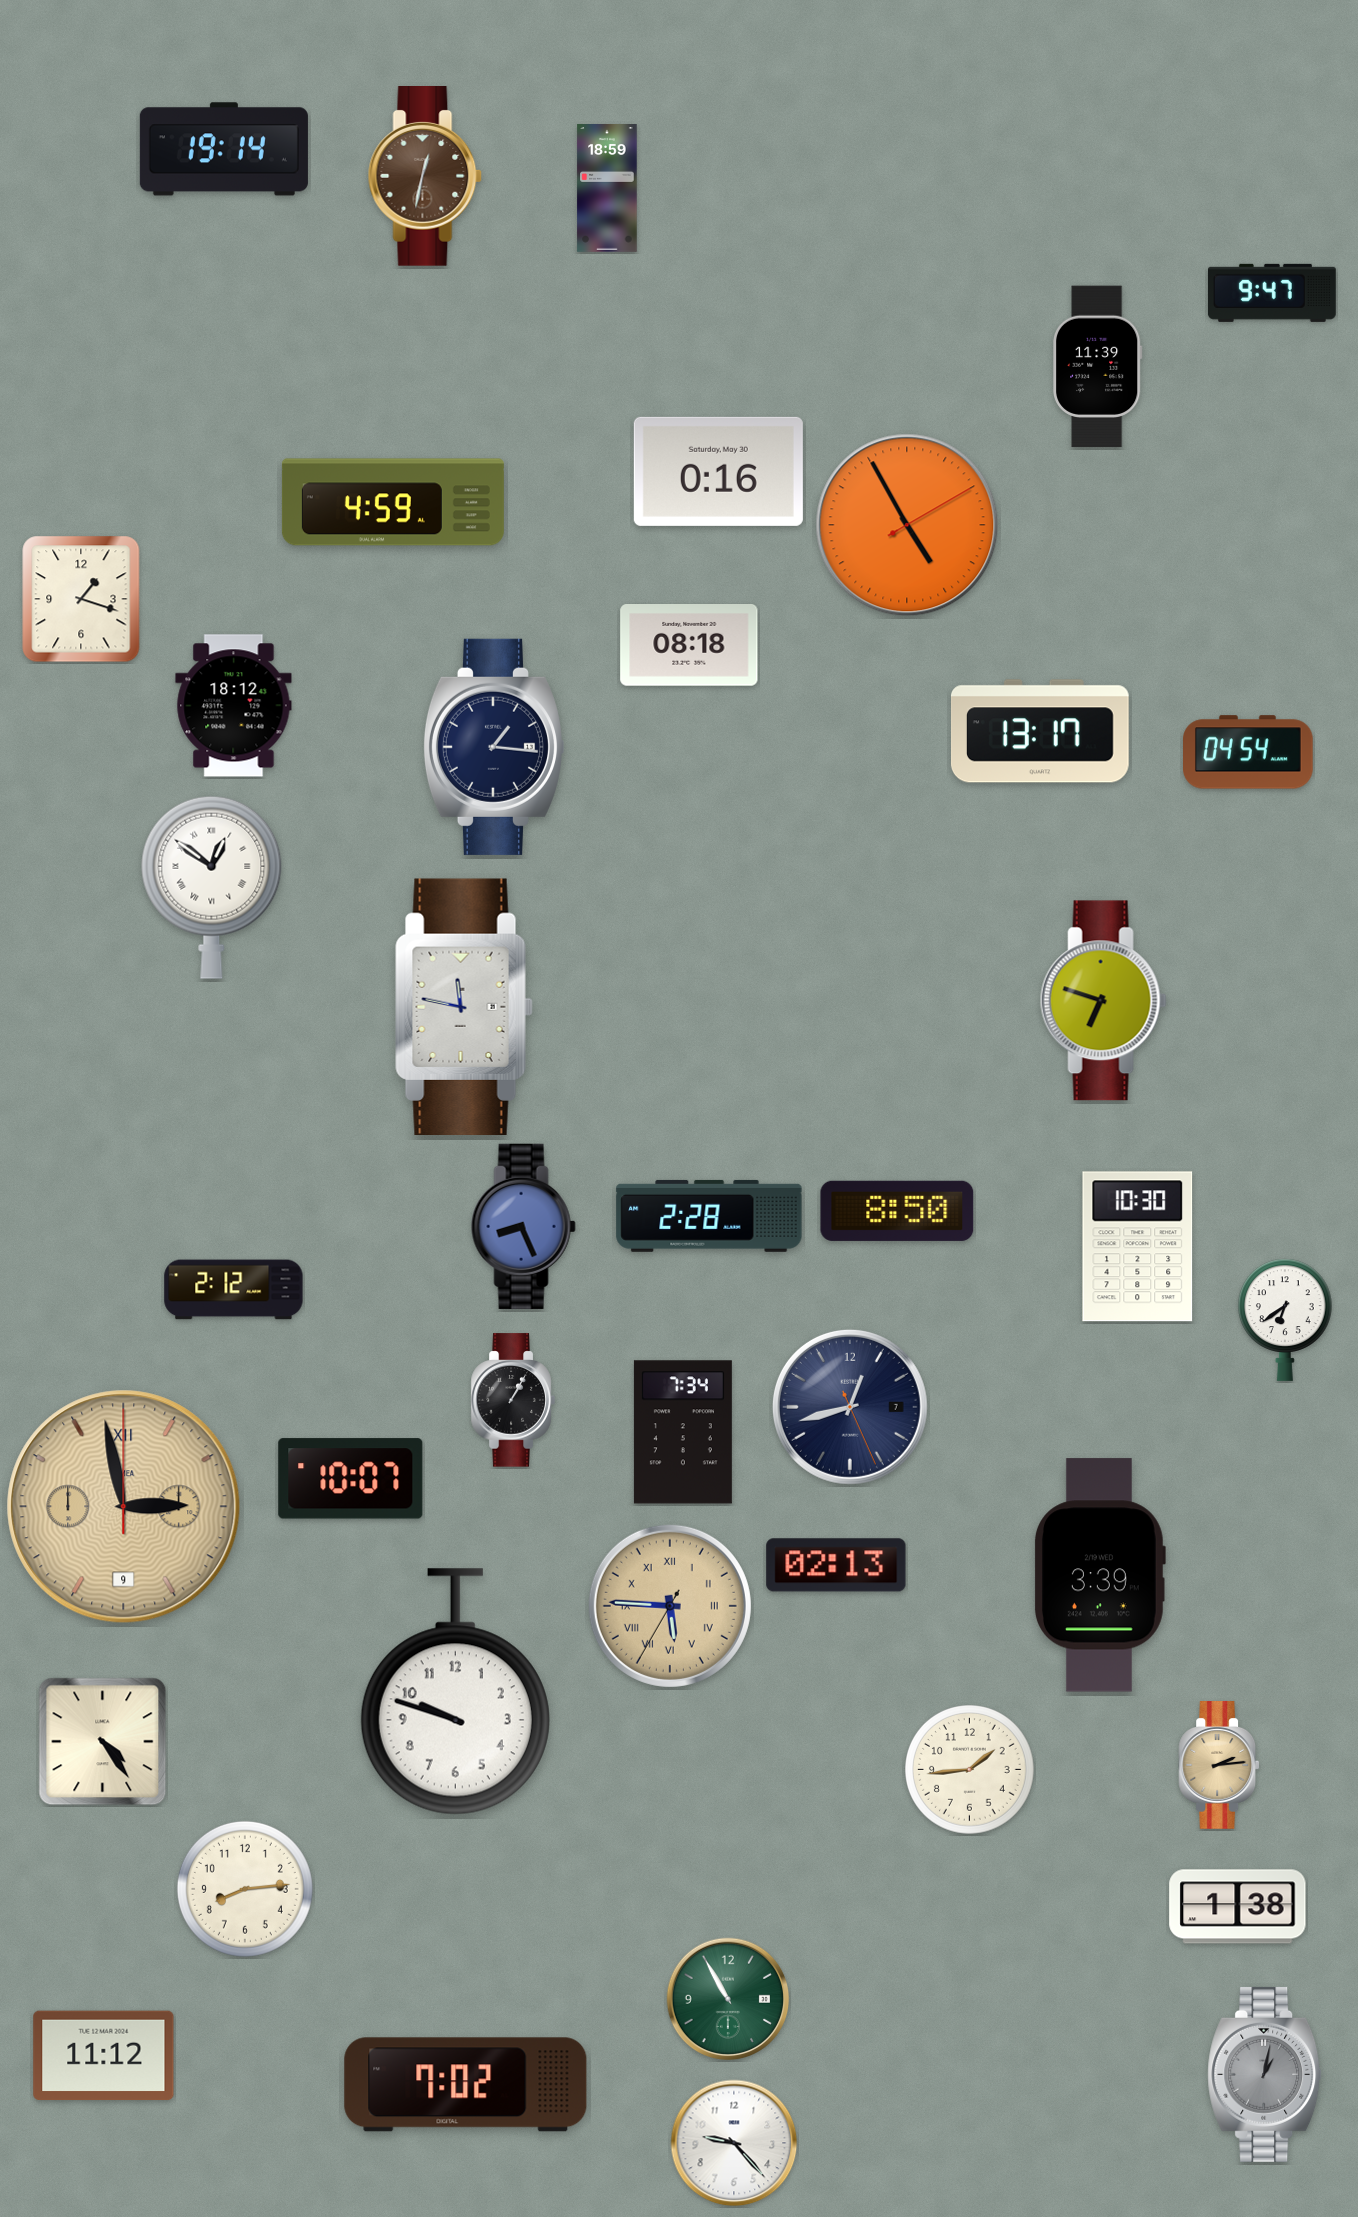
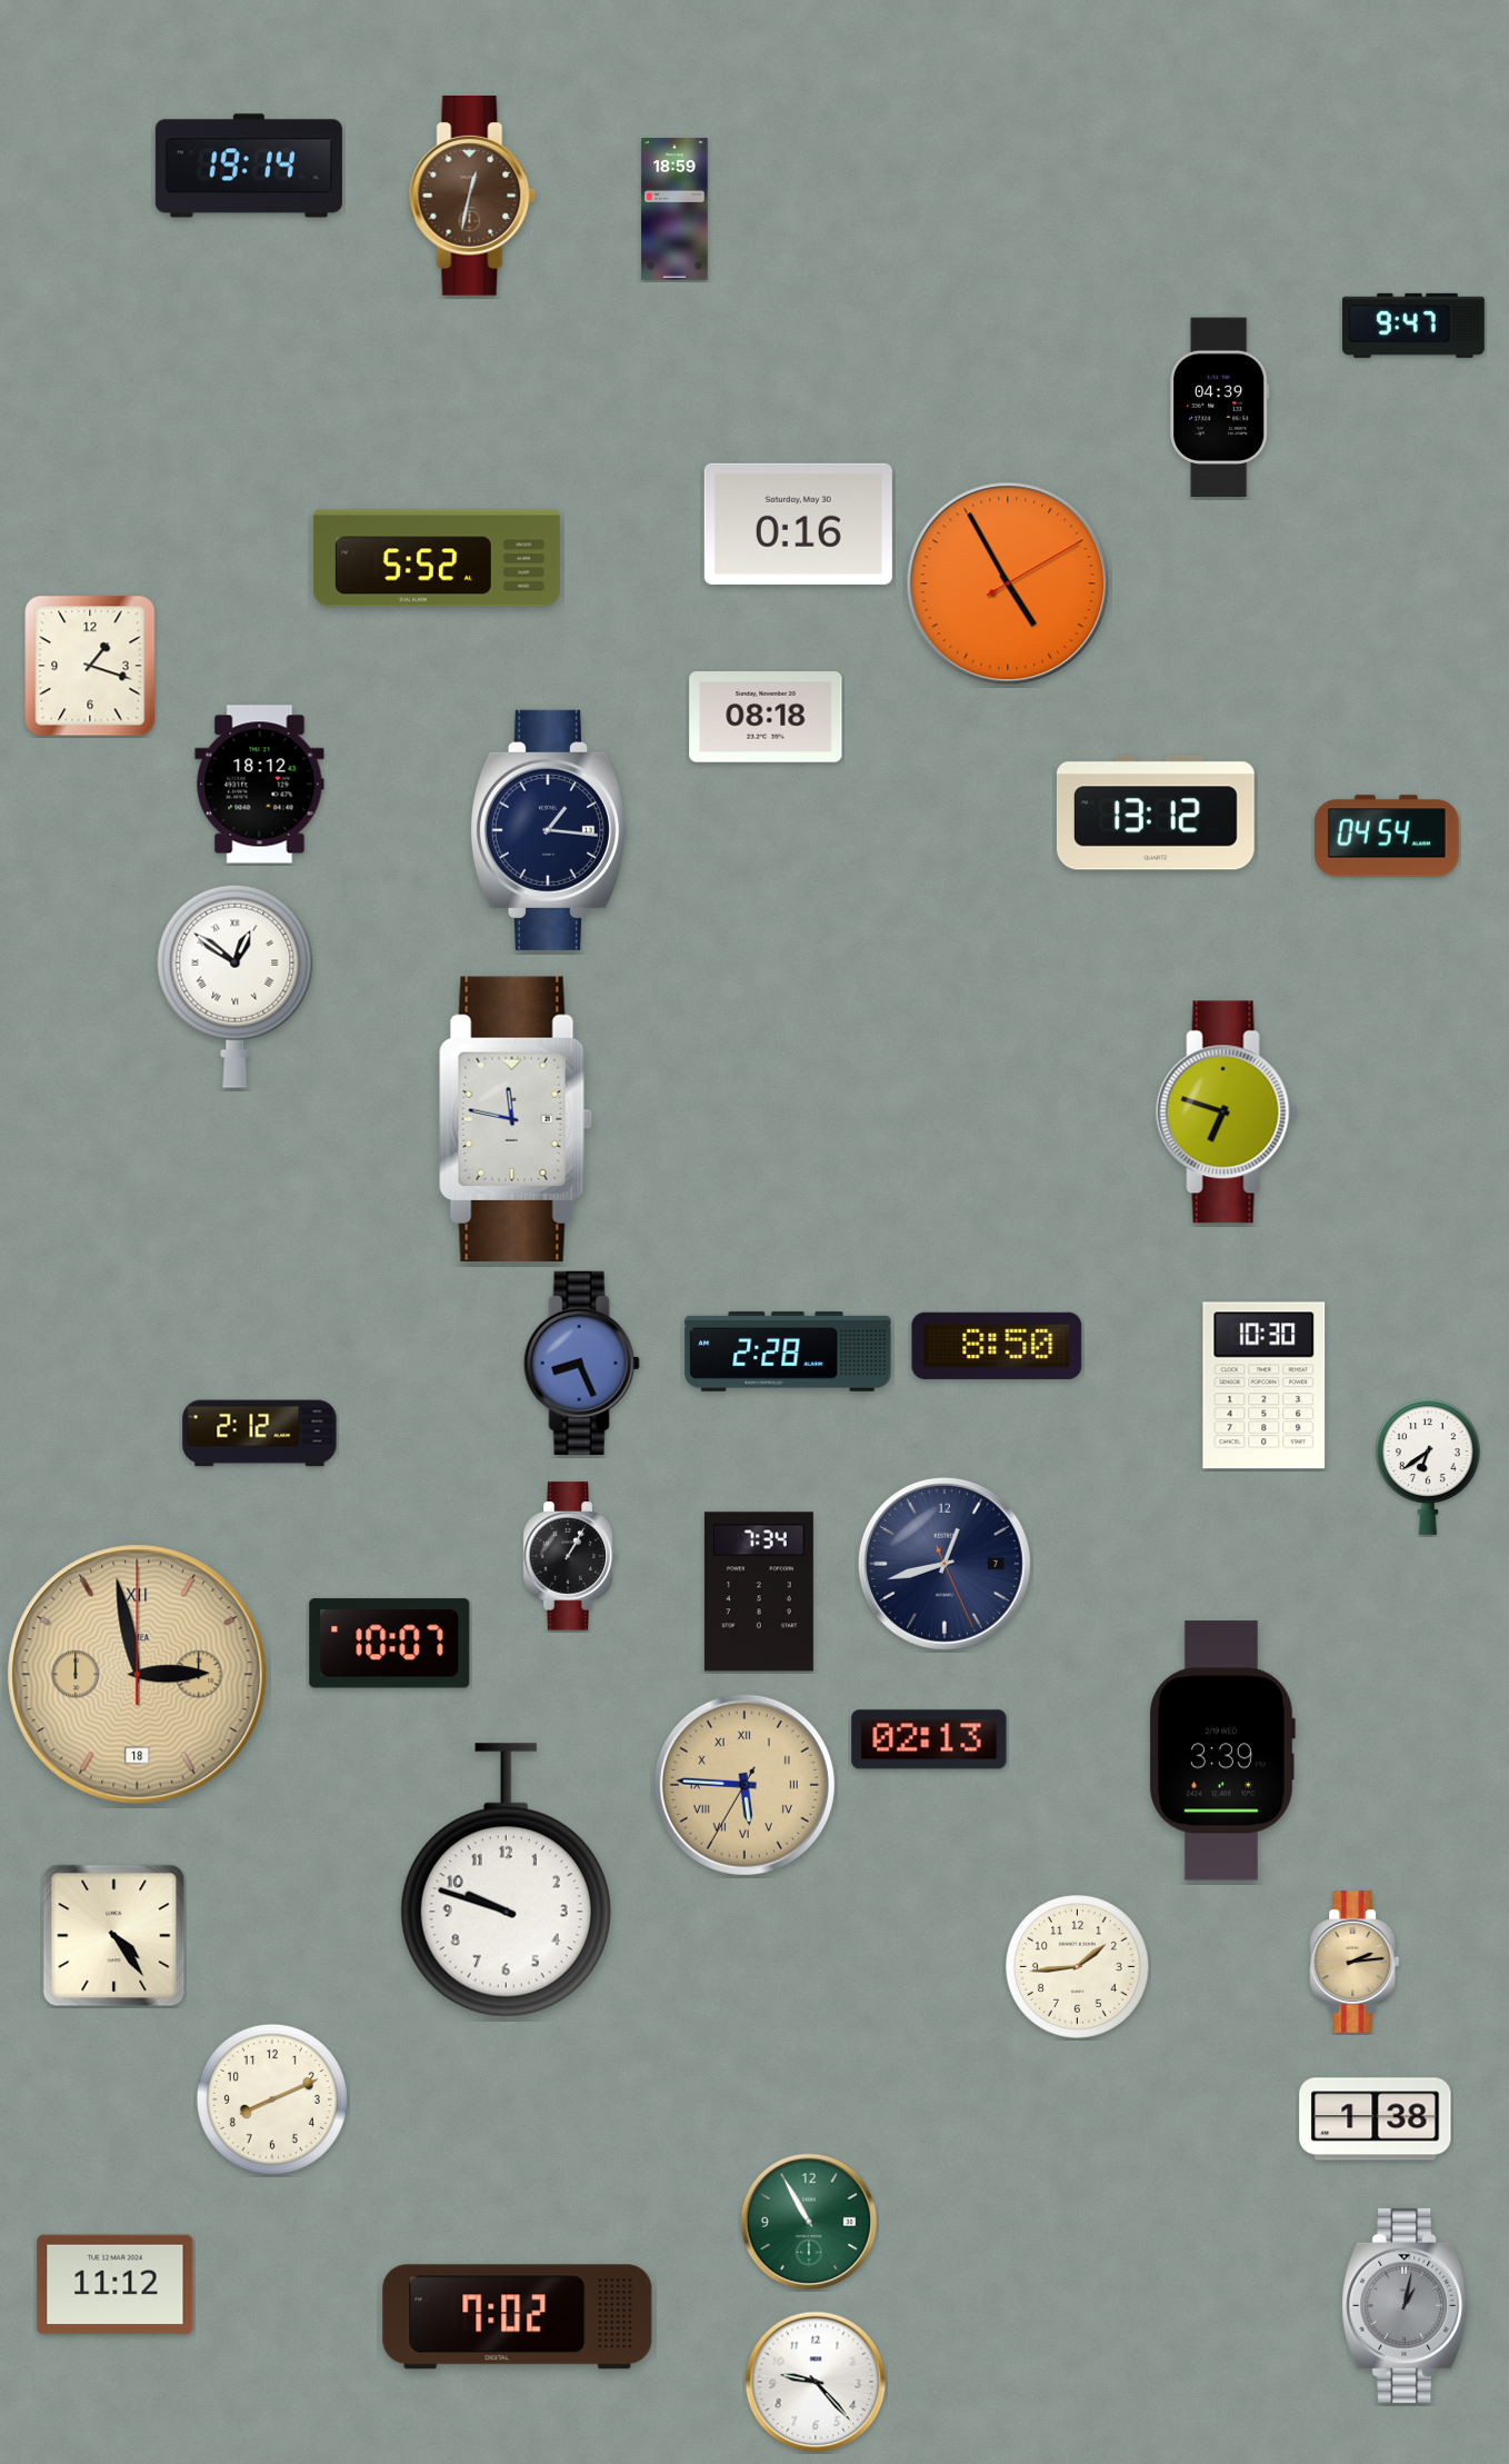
clock at (1098, 367): 11:39 -> 04:39
clock at (393, 502): 4:59 -> 5:52
clock at (1040, 731): 13:17 -> 13:12
clock at (124, 1507) date: 9 -> 18
clock at (245, 1889): 8:14 -> 8:11
